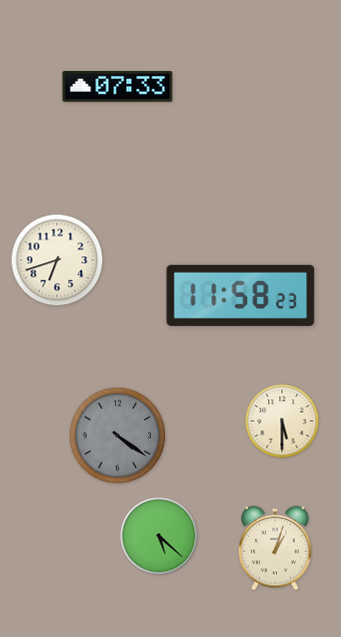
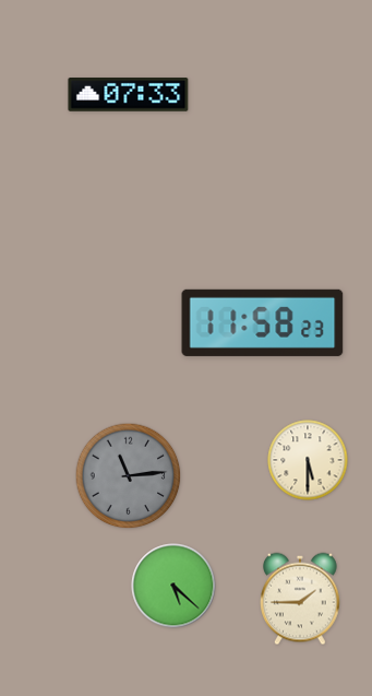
clock at (57, 260): 6:42 -> none
clock at (118, 436): 4:21 -> 11:14
clock at (276, 548): 1:03 -> 1:45
